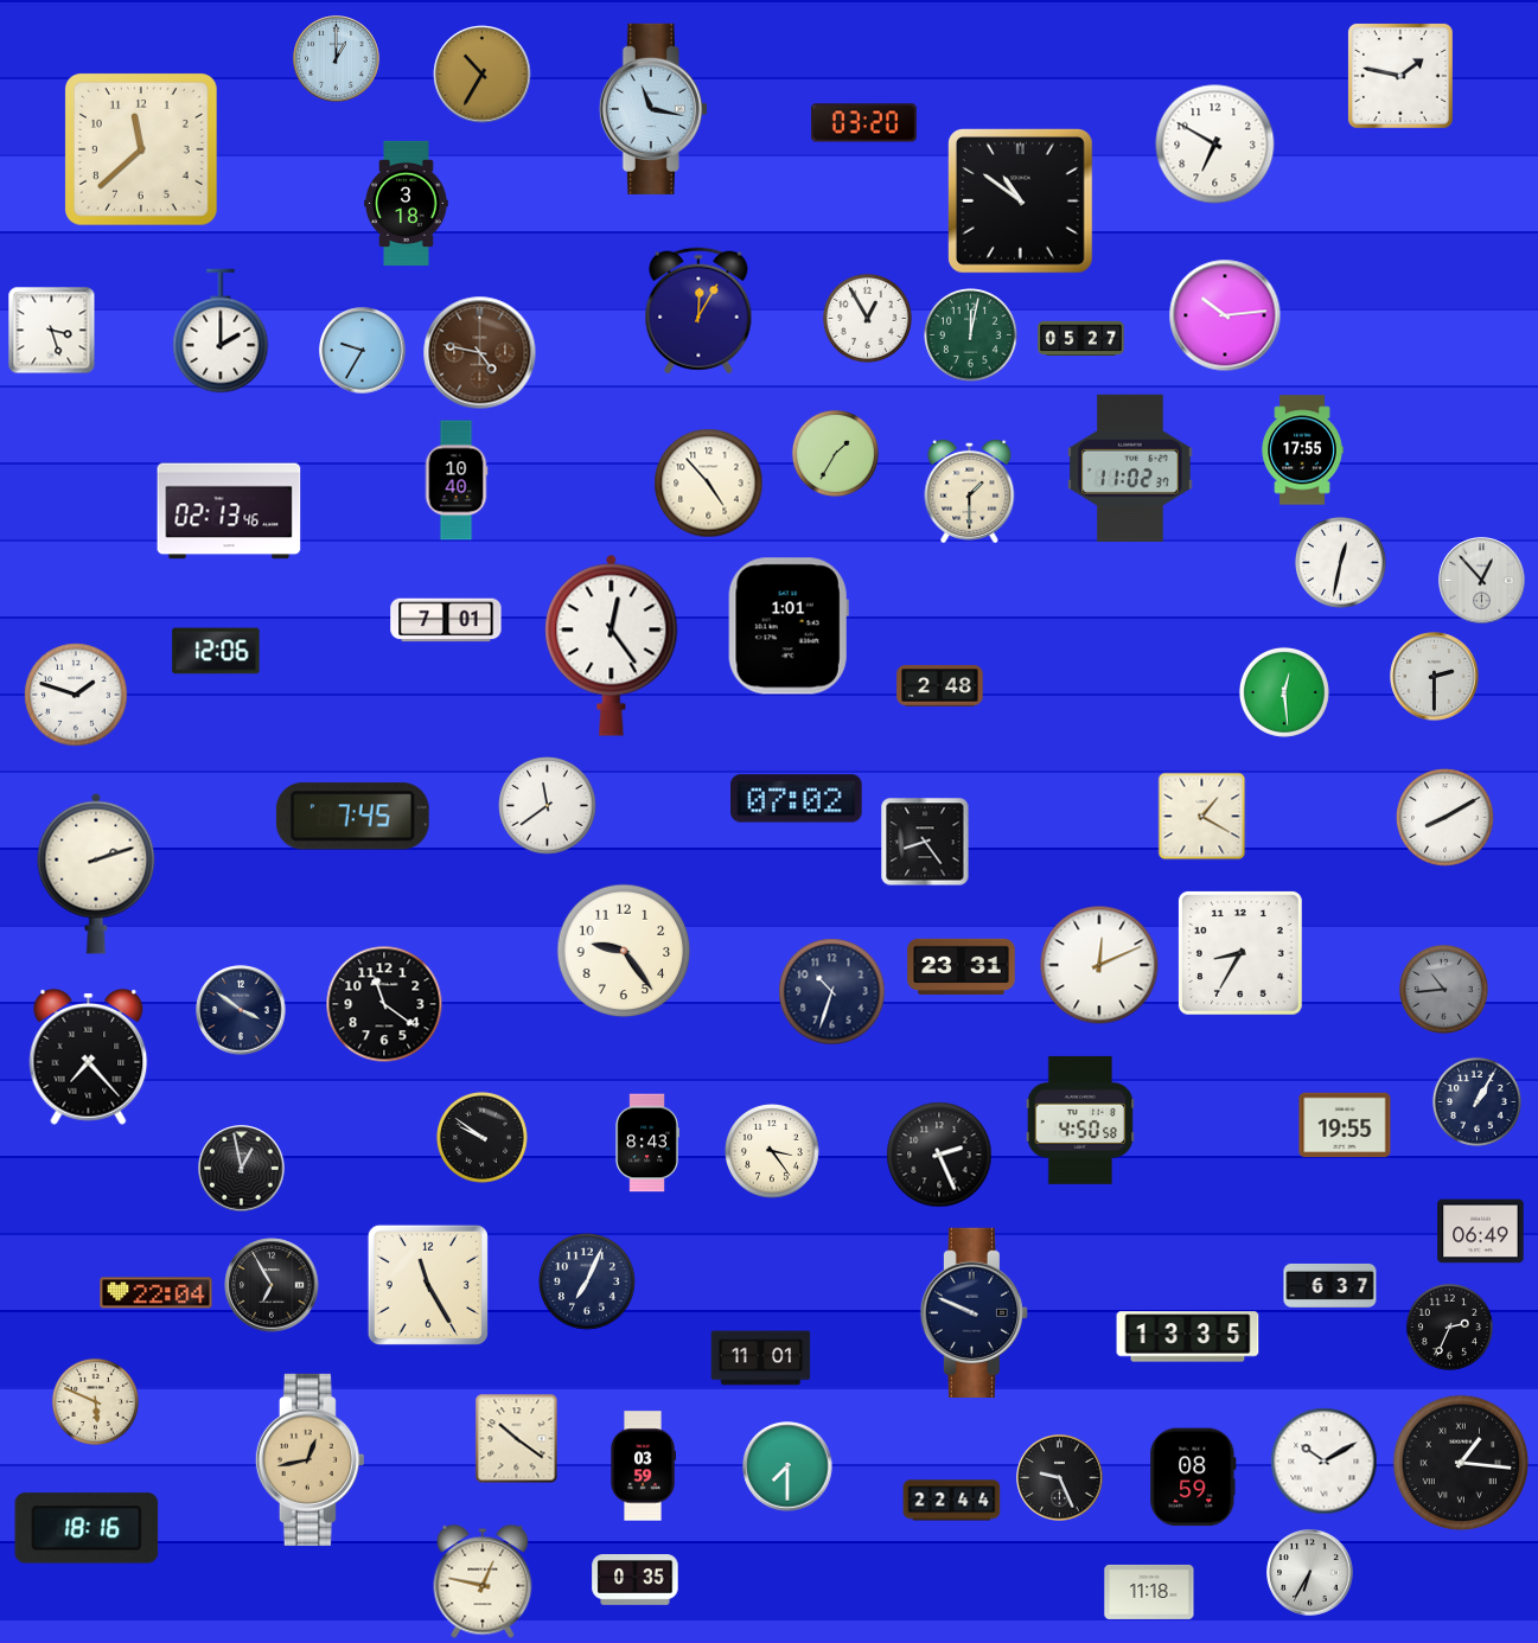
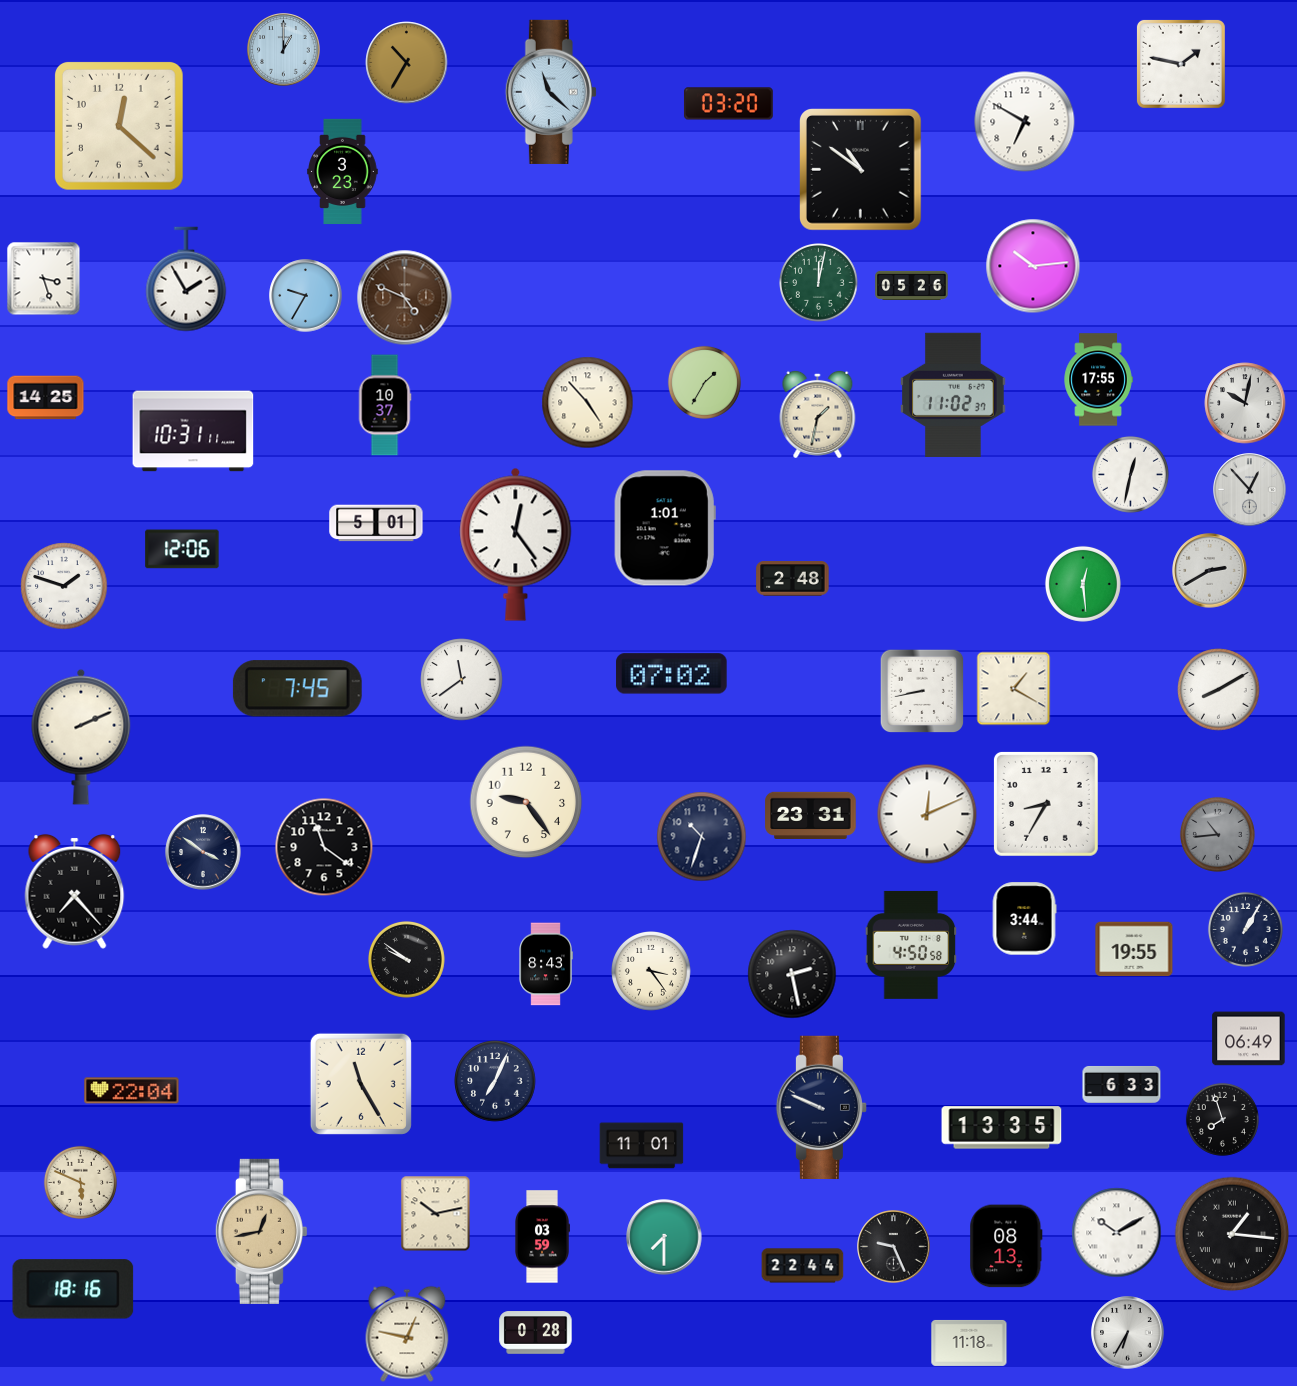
clock at (653, 109): 11:17 -> 11:22
clock at (142, 151): 11:38 -> 12:22
clock at (407, 204): 3:18 -> 3:23
clock at (698, 311): 12:05 -> none
clock at (867, 318): 12:55 -> none
clock at (221, 331): 2:00 -> 1:55
clock at (1081, 338): 05:27 -> 05:26
clock at (480, 353): 4:47 -> 4:49
clock at (46, 398): none -> 14:25
clock at (1245, 403): none -> 10:02
clock at (457, 480): 10:40 -> 10:37
clock at (709, 484) position: (709, 484) -> (588, 403)
clock at (970, 491): 1:30 -> 1:32
clock at (229, 511): 02:13 -> 10:31
clock at (446, 620): 7:01 -> 5:01
clock at (1435, 677): 2:30 -> 2:40
clock at (922, 691): none -> 8:43
clock at (925, 842): 8:24 -> none
clock at (96, 874): 2:12 -> 2:11
clock at (1024, 919): none -> 3:44
clock at (939, 1155): 2:26 -> 2:28
clock at (242, 1169): 12:58 -> none
clock at (272, 1285): 6:55 -> none
clock at (1330, 1285): 6:37 -> 6:33
clock at (1449, 1326): 2:34 -> 7:57
clock at (517, 1439): 10:21 -> 10:13
clock at (1193, 1477): 08:59 -> 08:13
clock at (1310, 1573) position: (1310, 1573) -> (1128, 1333)
clock at (636, 1580): 0:35 -> 0:28
